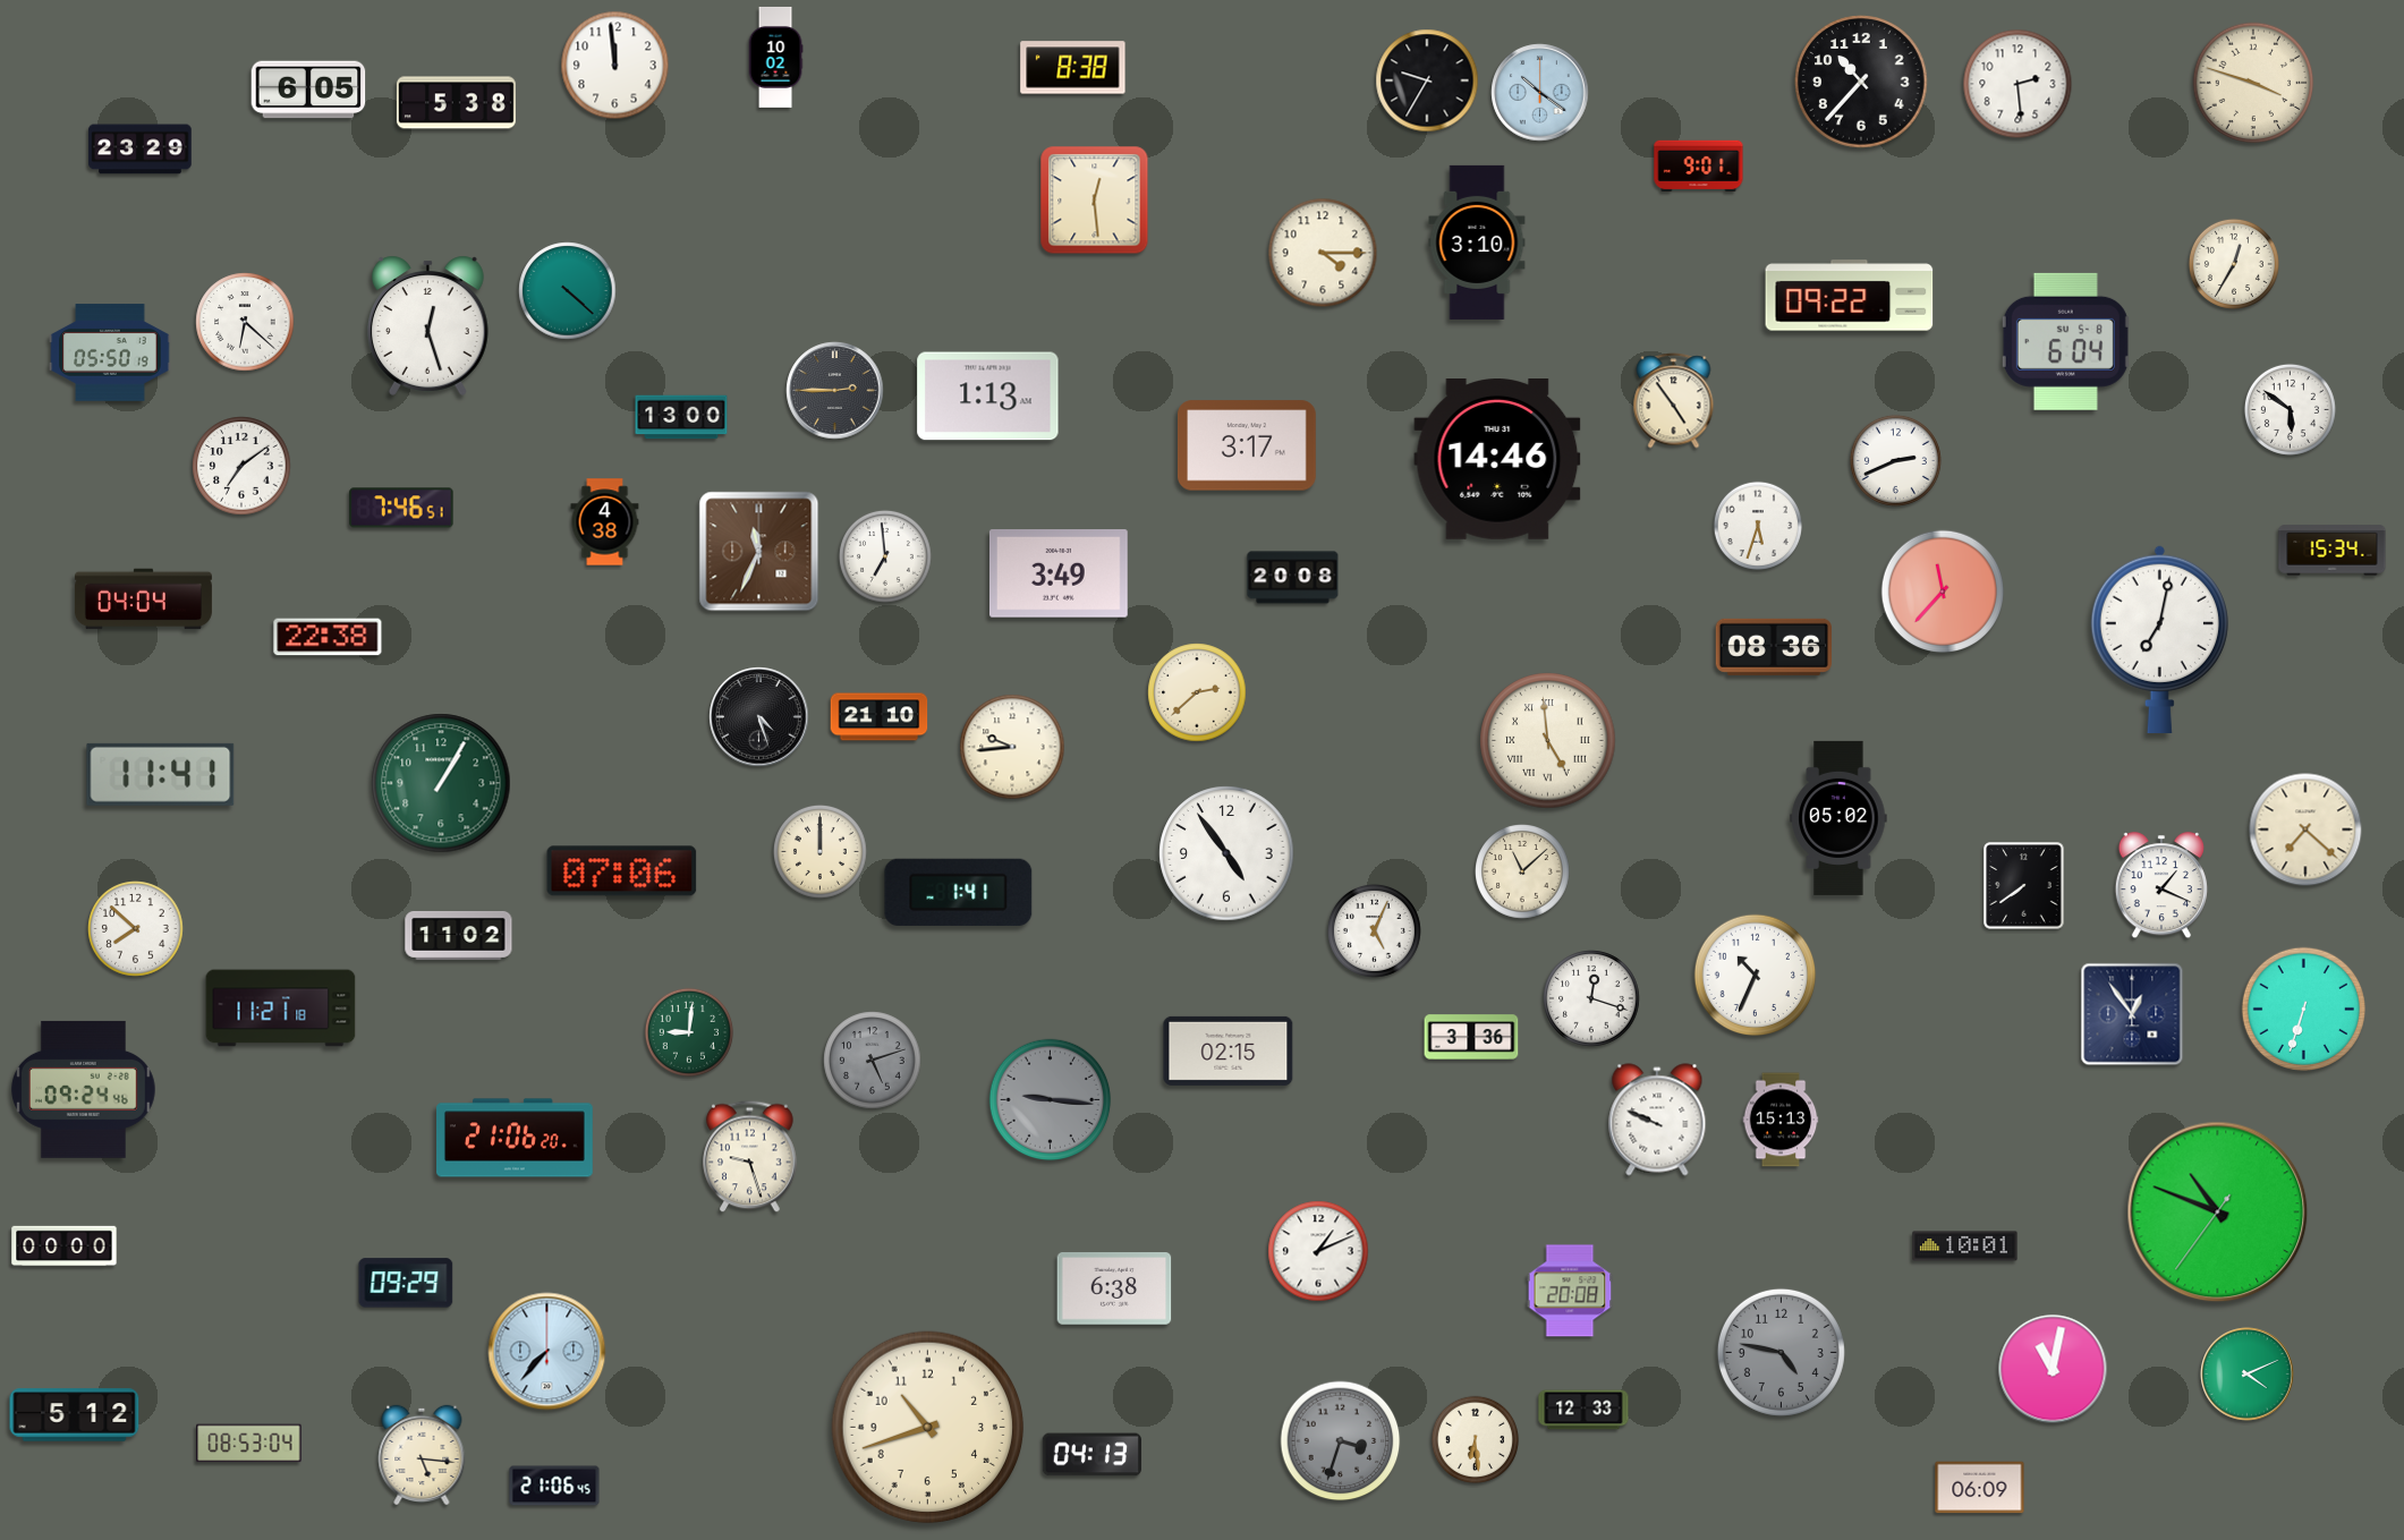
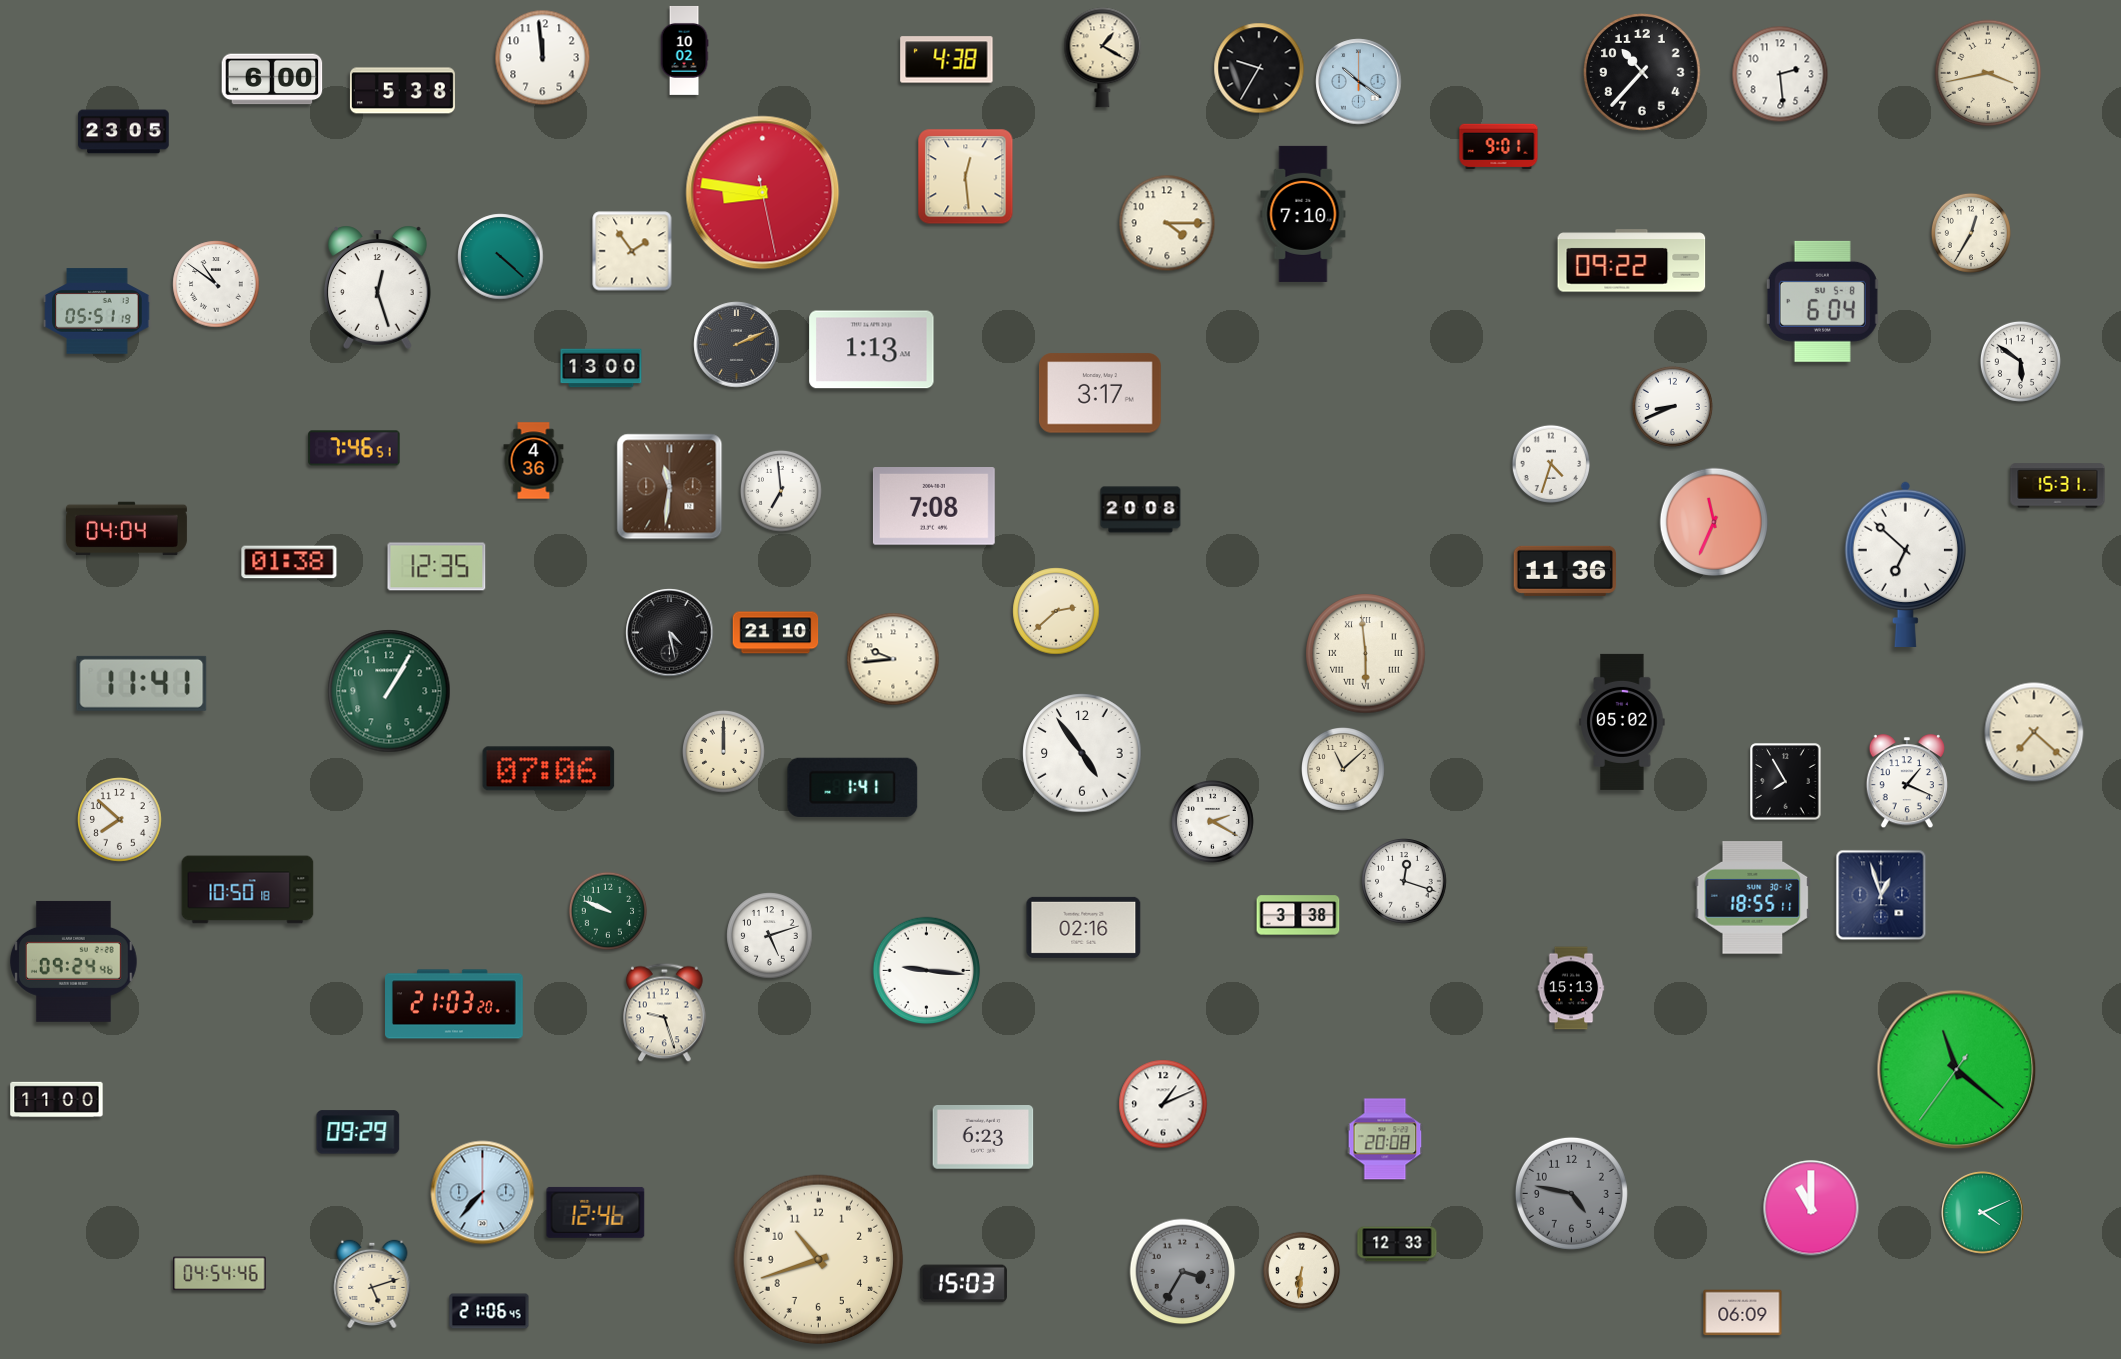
clock at (1103, 58): none -> 1:20
clock at (1073, 68): 8:38 -> 4:38
clock at (1427, 80) position: (1427, 80) -> (1259, 68)
clock at (2253, 83): 3:48 -> 3:43
clock at (308, 90): 6:05 -> 6:00
clock at (141, 150): 23:29 -> 23:05
clock at (763, 193): none -> 8:46
clock at (1477, 243): 3:10 -> 7:10
clock at (632, 251): none -> 1:54
clock at (245, 322): 6:22 -> 10:51
clock at (110, 352): 05:50 -> 05:51
clock at (835, 391): 2:45 -> 2:11
clock at (1674, 401): 4:54 -> none
clock at (1497, 460): 14:46 -> none
clock at (1895, 460): 2:41 -> 8:41
clock at (241, 466): 7:09 -> none
clock at (605, 522): 4:38 -> 4:36
clock at (1757, 525): 5:33 -> 4:33
clock at (2333, 551): 15:34 -> 15:31
clock at (759, 552): 11:34 -> 11:31
clock at (1059, 575): 3:49 -> 7:08
clock at (1943, 592): 11:37 -> 11:34
clock at (328, 637): 22:38 -> 01:38
clock at (2159, 639): 7:02 -> 6:52
clock at (437, 567): none -> 12:35
clock at (1774, 647): 08:36 -> 11:36
clock at (759, 717): 4:27 -> 4:28
clock at (1548, 741): 4:59 -> 5:59
clock at (2024, 886): 7:39 -> 7:55
clock at (959, 892) position: (959, 892) -> (853, 787)
clock at (1374, 930): 5:04 -> 2:20
clock at (459, 935): 11:02 -> none
clock at (1756, 976): 10:34 -> none
clock at (281, 1009): 11:21 -> 10:50
clock at (2303, 1009): 6:33 -> none
clock at (2132, 1014): 12:54 -> 12:57
clock at (1753, 898): none -> 18:55
clock at (688, 1031): 9:01 -> 9:49
clock at (1471, 1037): 3:36 -> 3:38
clock at (1229, 1050): 02:15 -> 02:16
clock at (873, 1061) dial: grey -> white
clock at (1051, 1100) dial: grey -> white
clock at (1657, 1120): 9:49 -> none
clock at (516, 1138): 21:06 -> 21:03
clock at (750, 1157) position: (750, 1157) -> (665, 1013)
clock at (2218, 1213): 10:48 -> 11:21
clock at (65, 1247): 00:00 -> 11:00
clock at (1965, 1247): 10:01 -> none
clock at (1114, 1288): 6:38 -> 6:23
clock at (2053, 1369): 11:02 -> 11:00
clock at (596, 1212): none -> 12:46
clock at (75, 1415): 5:12 -> none
clock at (1476, 1440): 6:29 -> 6:31
clock at (1341, 1441): 3:33 -> 3:35
clock at (249, 1444): 08:53 -> 04:54
clock at (422, 1454): 5:16 -> 5:12
clock at (1091, 1455): 04:13 -> 15:03
clock at (1980, 1488) position: (1980, 1488) -> (1743, 1313)
